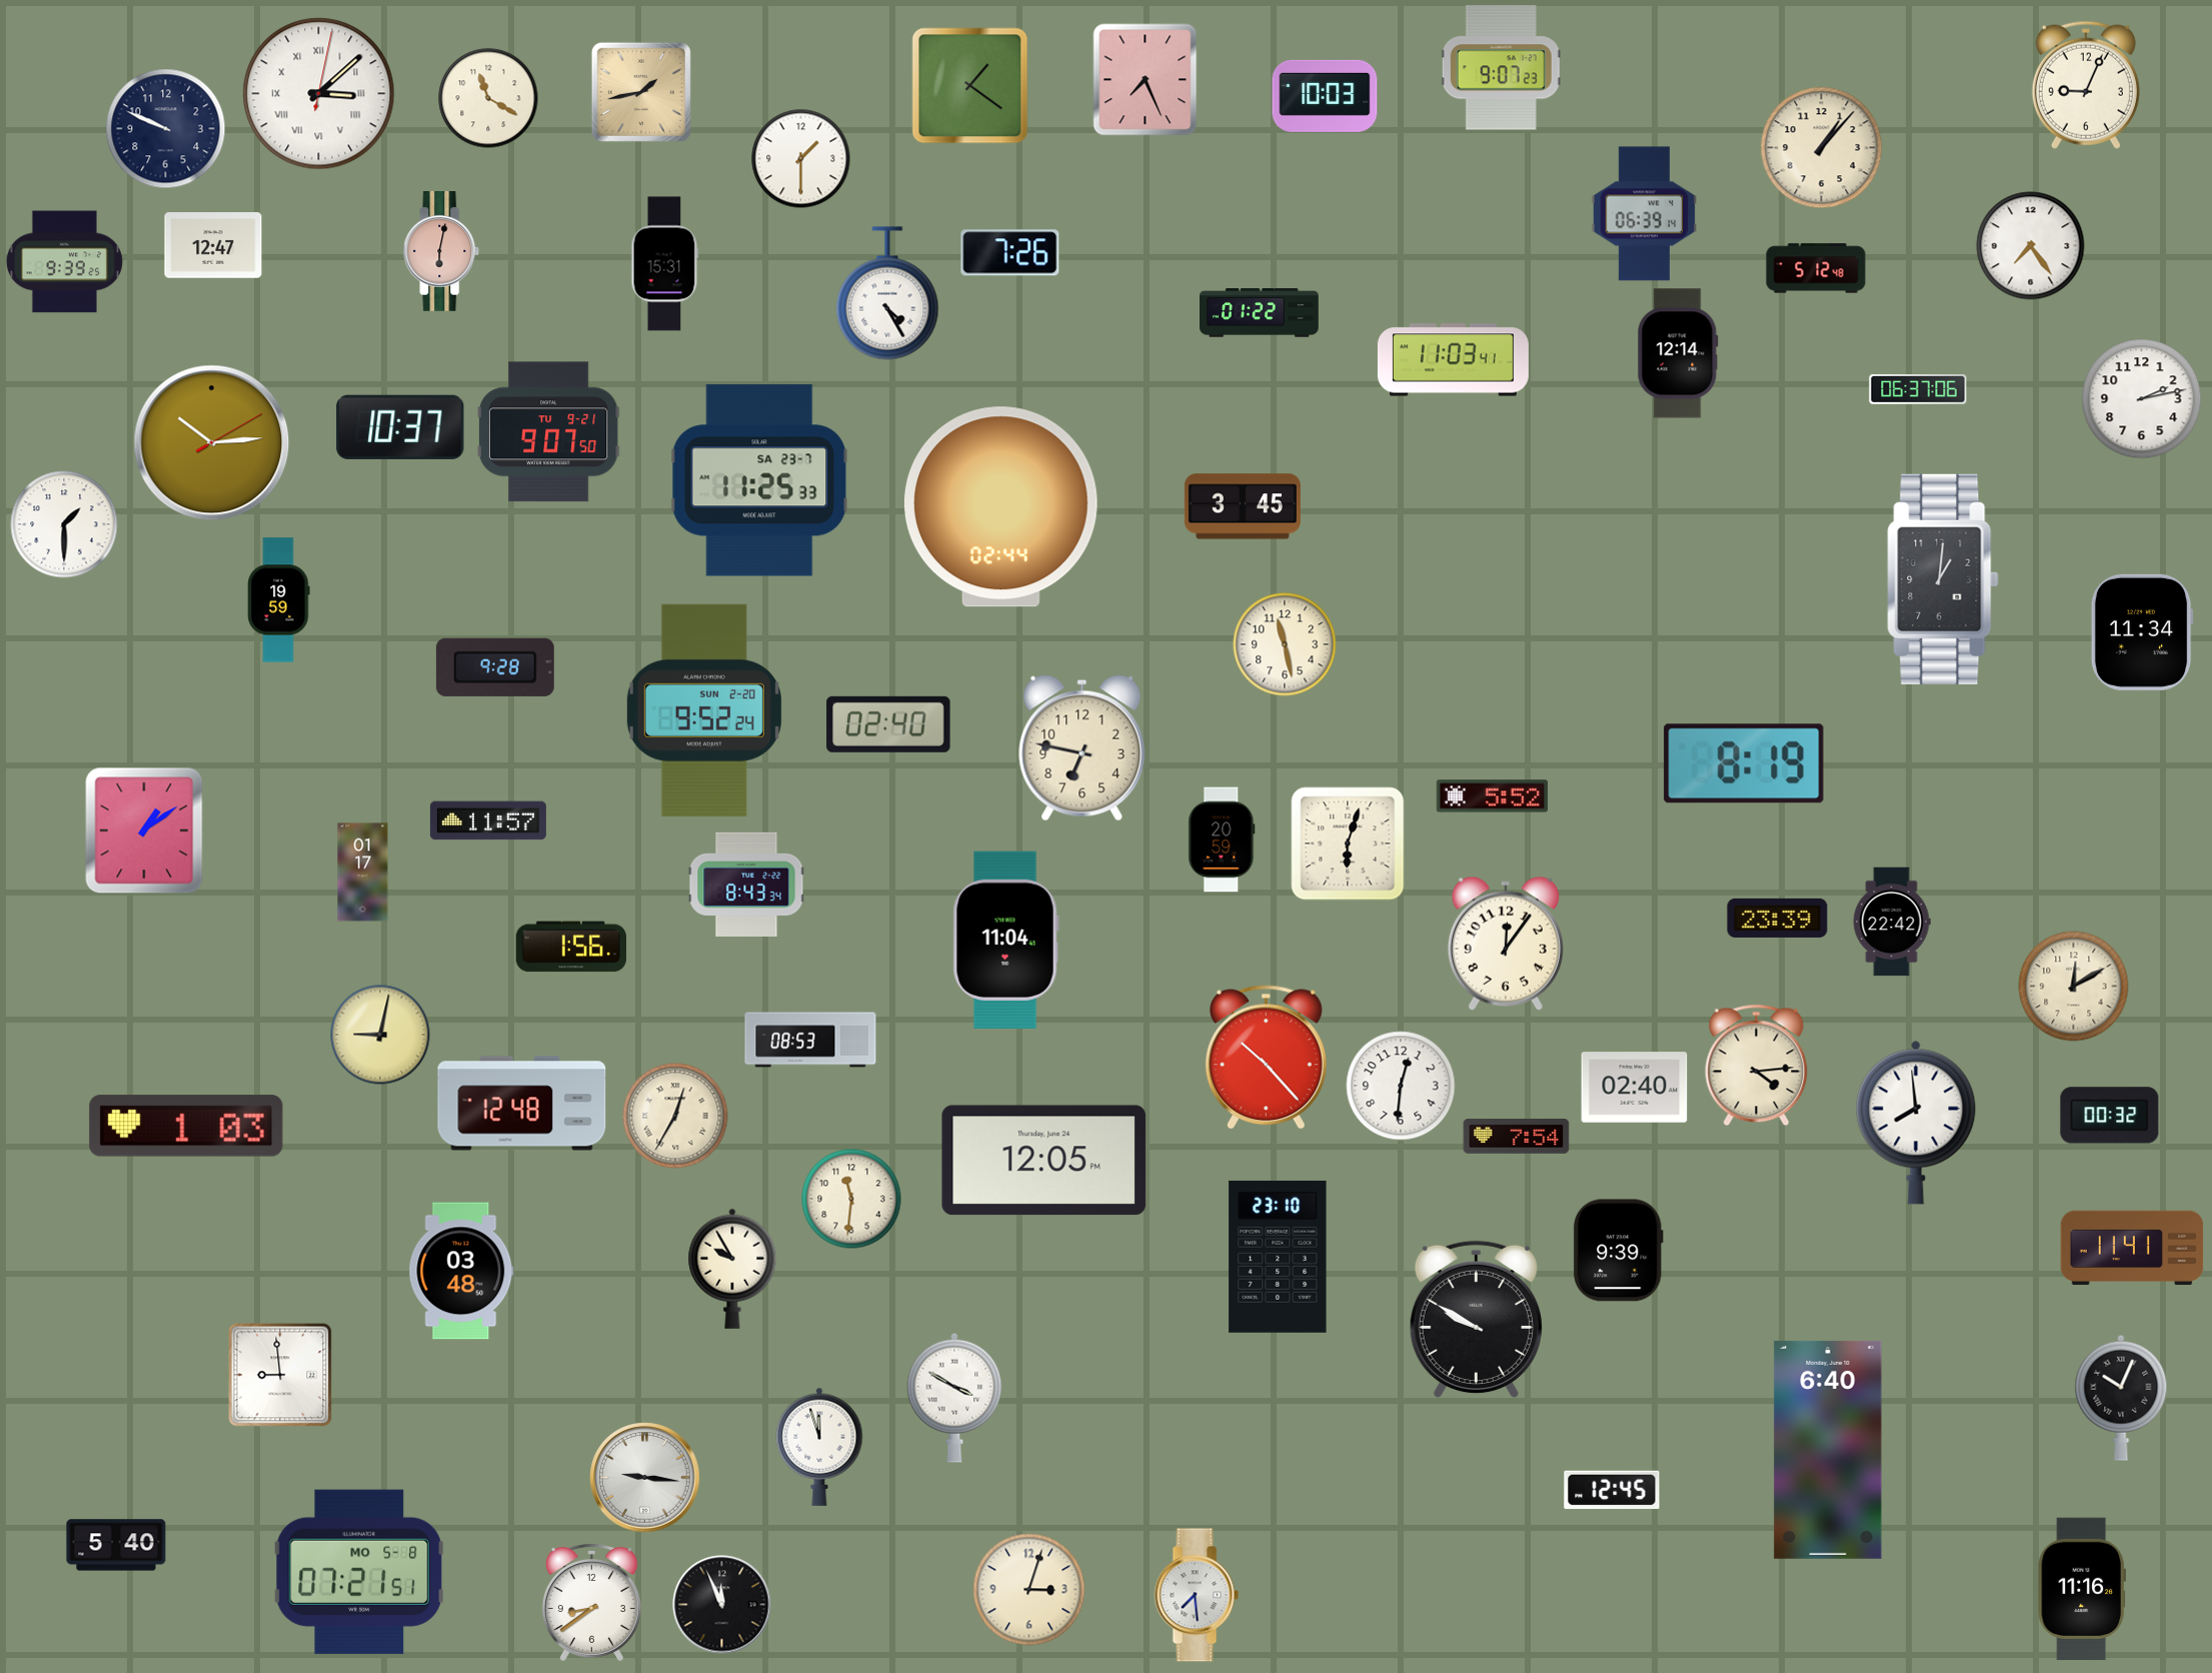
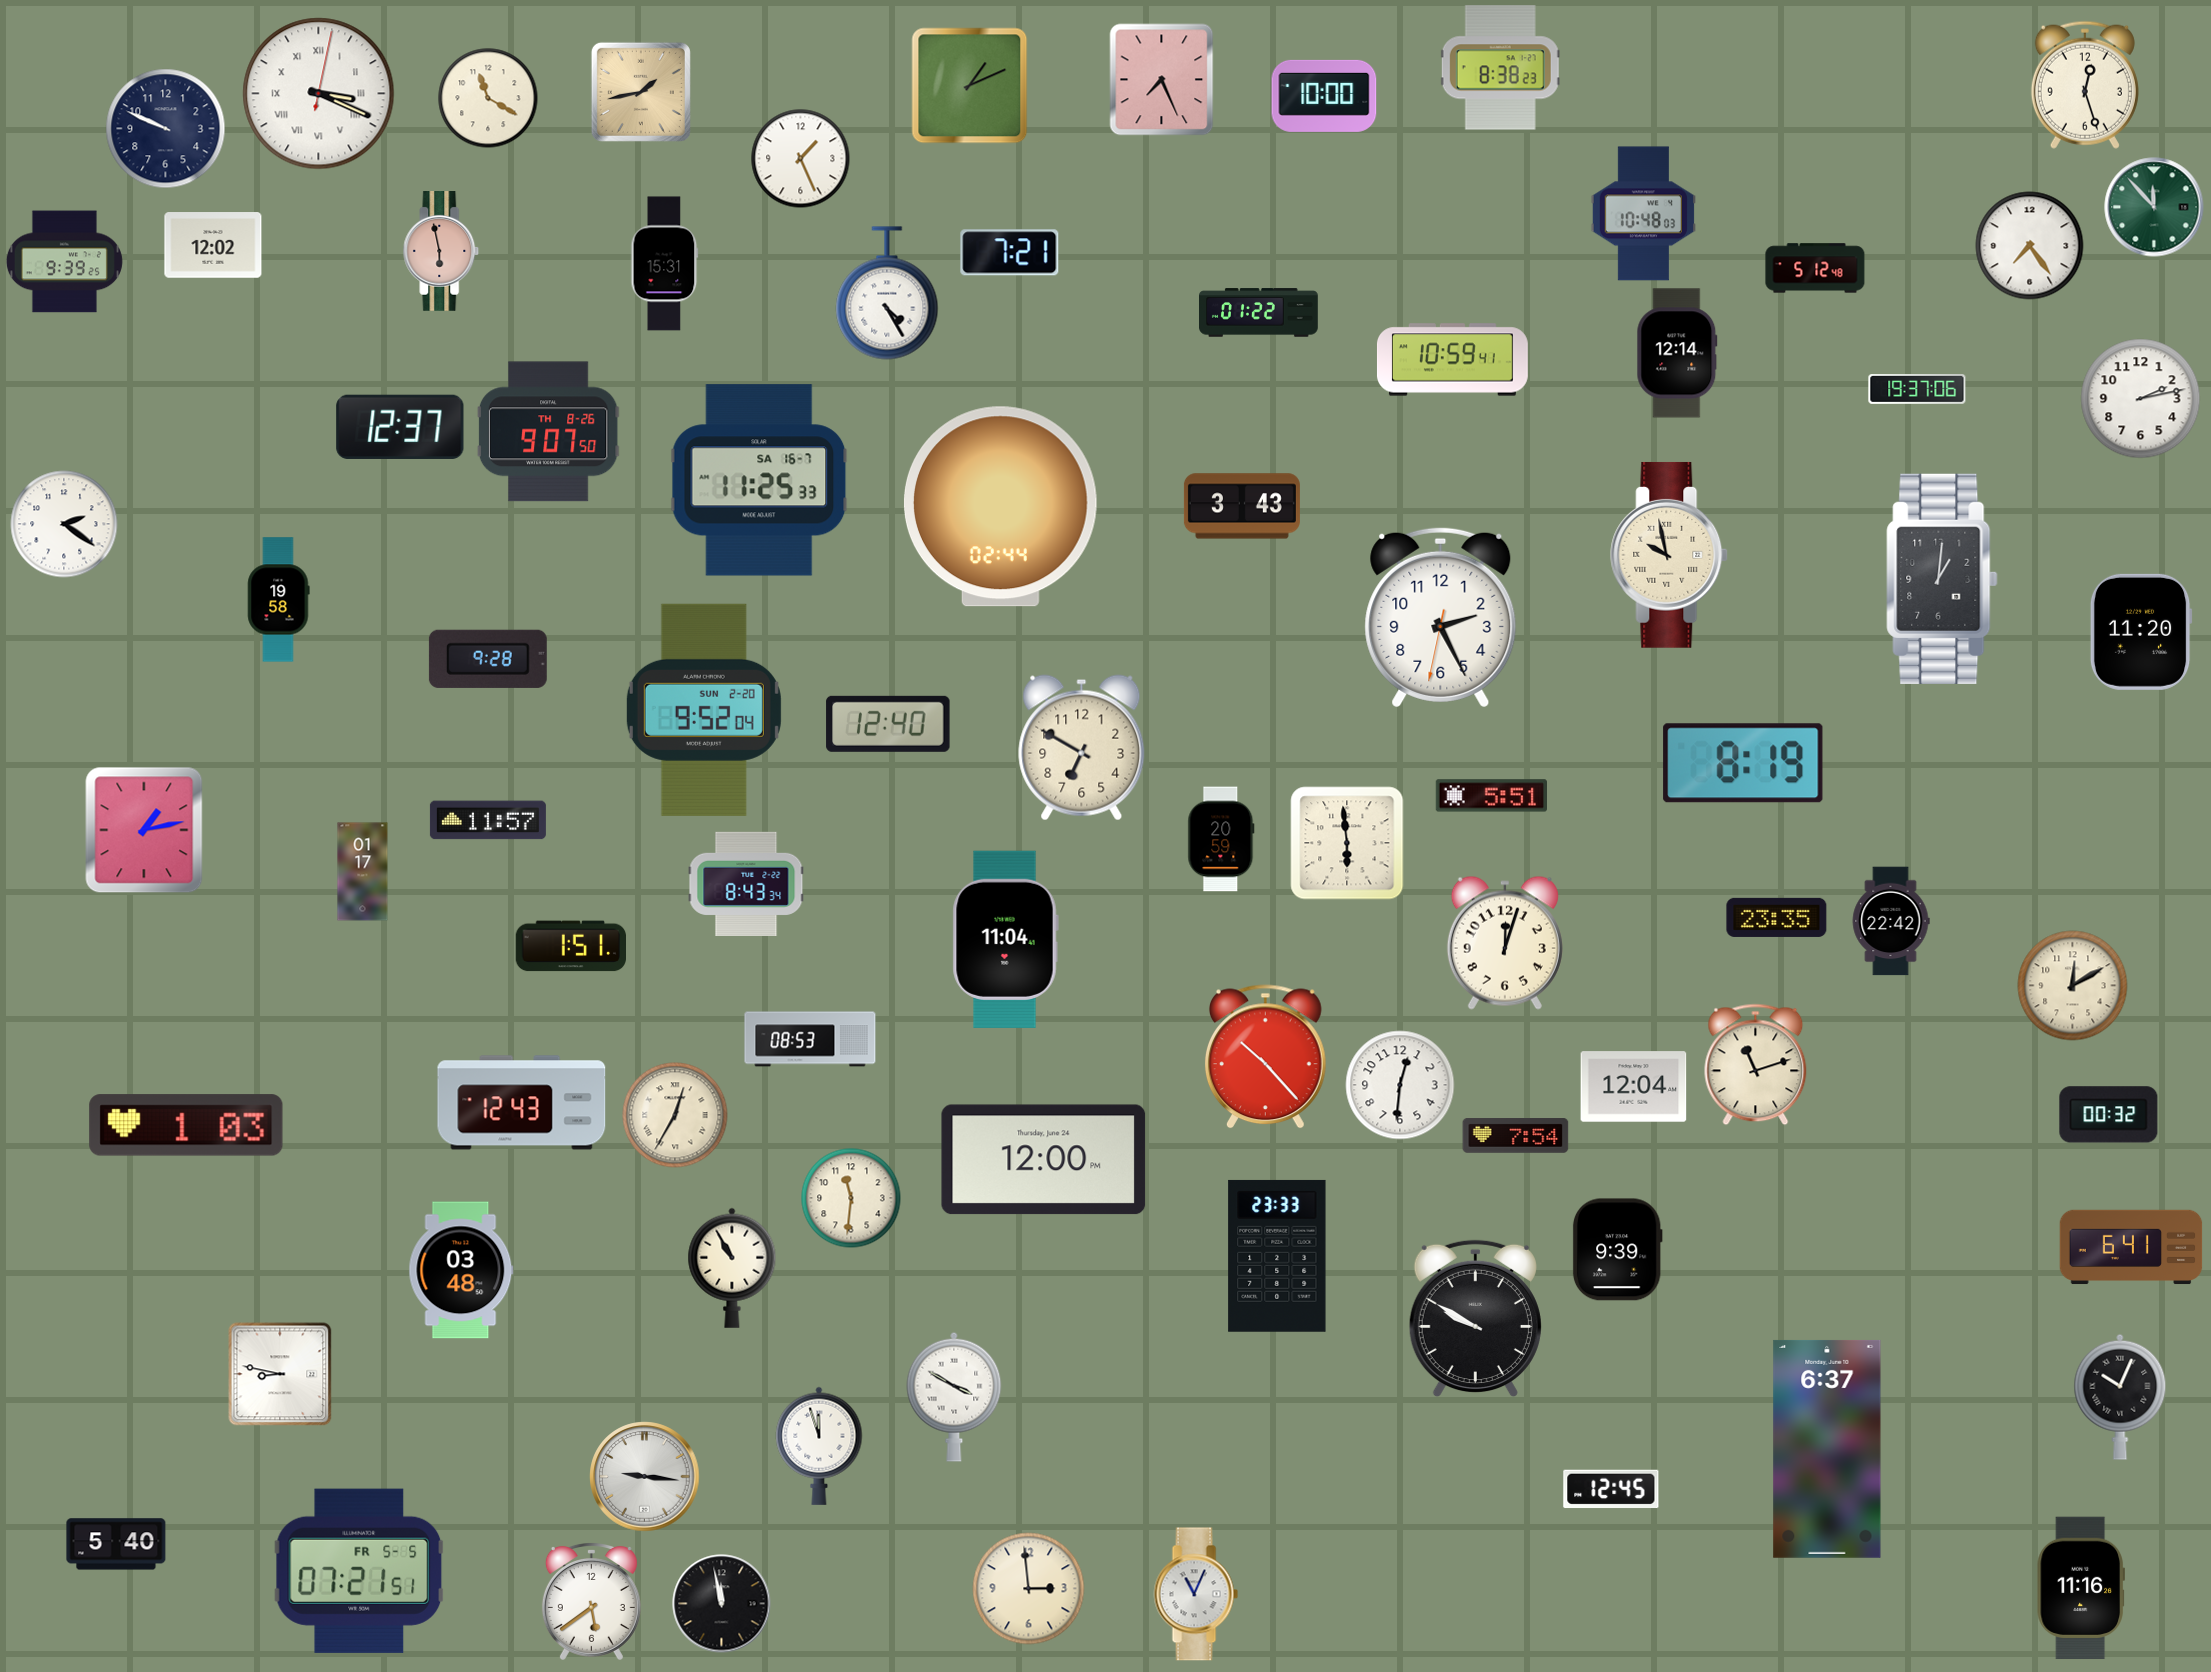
clock at (1501, 68): 9:07 -> 8:38
clock at (1146, 80) position: (1146, 80) -> (1162, 80)
clock at (2086, 85): 9:04 -> 12:27
clock at (970, 86): 1:21 -> 1:11
clock at (319, 94): 3:08 -> 3:19
clock at (1325, 96): 10:03 -> 10:00
clock at (1822, 148): 1:07 -> none
clock at (801, 159): 1:30 -> 1:26
clock at (2154, 207): none -> 11:53
clock at (1644, 214): 06:39 -> 10:48
clock at (213, 245): 12:47 -> 12:02
clock at (441, 251): 6:02 -> 5:58
clock at (1010, 253): 7:26 -> 7:21
clock at (1453, 360): 11:03 -> 10:59
clock at (1918, 390): 06:37 -> 19:37
clock at (400, 426): 10:37 -> 12:37
clock at (548, 432) date: TU 9-21 -> TH 8-26
clock at (212, 443): 10:14 -> none
clock at (759, 480) date: SA 23-7 -> SA 16-7
clock at (1243, 506): 3:45 -> 3:43
clock at (64, 524): 1:30 -> 2:21
clock at (1670, 555): none -> 9:58
clock at (279, 600): 19:59 -> 19:58
clock at (1441, 617): none -> 2:25
clock at (2142, 632): 11:34 -> 11:20
clock at (1285, 644): 11:28 -> none
clock at (495, 667) position: (495, 667) -> (488, 659)
clock at (704, 710): 9:52:24 -> 9:52:04
clock at (888, 724): 02:40 -> 12:40
clock at (1082, 748): 6:47 -> 6:50
clock at (1492, 796): 5:52 -> 5:51
clock at (144, 830): 1:09 -> 1:13
clock at (1348, 844): 6:03 -> 5:59
clock at (1778, 918): 23:39 -> 23:35
clock at (1506, 944): 12:06 -> 12:03
clock at (570, 947): 1:56 -> 1:51
clock at (380, 1035): 9:02 -> none
clock at (1757, 1066): 4:14 -> 11:12
clock at (1635, 1088): 02:40 -> 12:04
clock at (522, 1104): 12:48 -> 12:43
clock at (1916, 1123): 7:59 -> none
clock at (1044, 1161): 12:05 -> 12:00
clock at (2132, 1248): 11:41 -> 6:41
clock at (1278, 1257): 23:10 -> 23:33
clock at (732, 1269): 9:55 -> 10:55
clock at (280, 1375): 8:59 -> 8:47
clock at (1828, 1450): 6:40 -> 6:37
clock at (359, 1572) date: MO 5-8 -> FR 5-5
clock at (1029, 1590): 3:03 -> 2:59
clock at (1197, 1595): 7:29 -> 11:04
clock at (591, 1603): 8:39 -> 5:39
clock at (722, 1605): 11:56 -> 11:58
